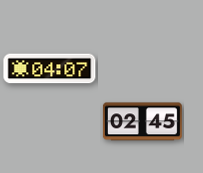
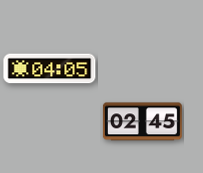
clock at (50, 69): 04:07 -> 04:05
